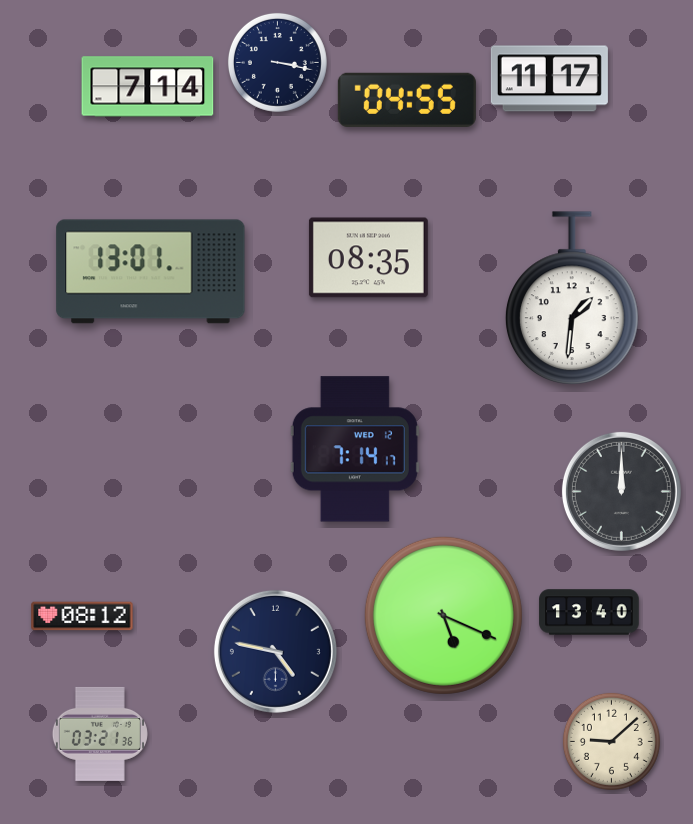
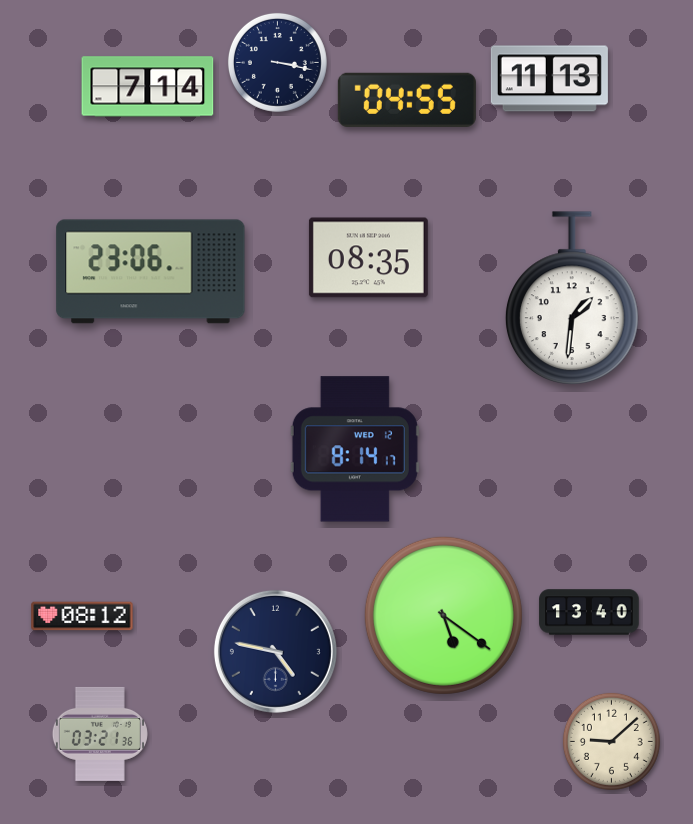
clock at (549, 79): 11:17 -> 11:13
clock at (151, 272): 13:01 -> 23:06
clock at (355, 449): 7:14 -> 8:14
clock at (621, 491): 12:00 -> none
clock at (443, 615): 5:19 -> 5:21
